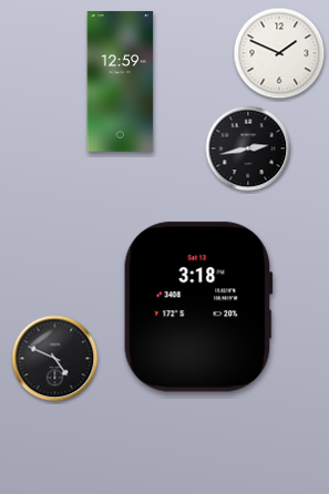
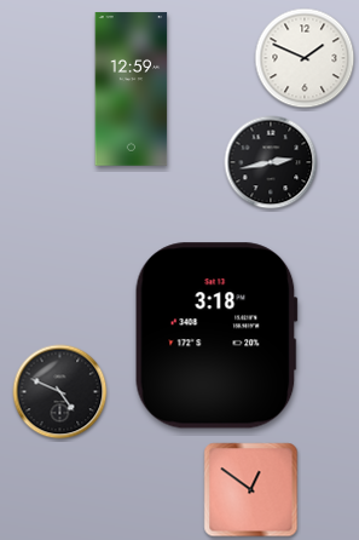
clock at (251, 490): none -> 12:51
